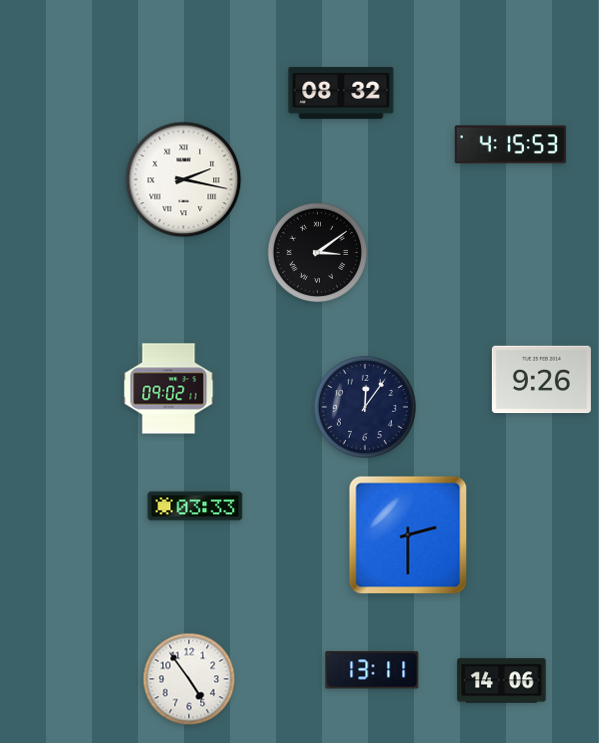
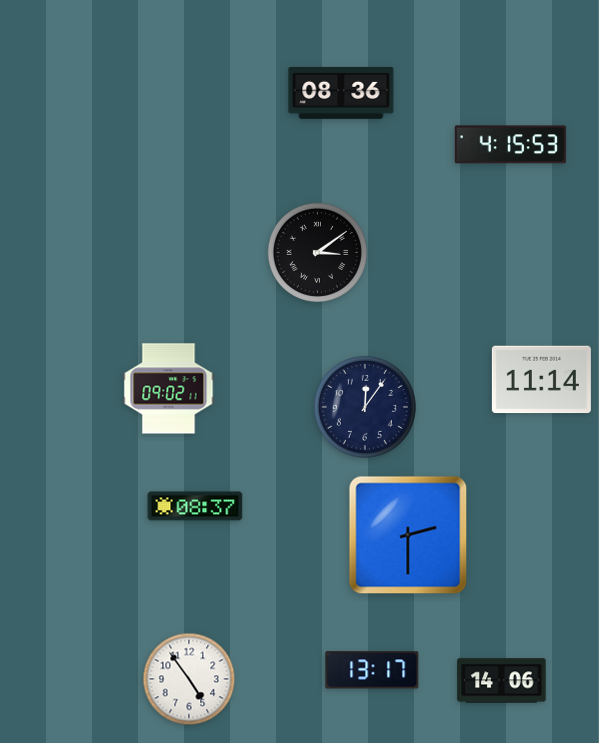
clock at (341, 93): 08:32 -> 08:36
clock at (184, 180): 2:17 -> none
clock at (541, 380): 9:26 -> 11:14
clock at (195, 506): 03:33 -> 08:37
clock at (372, 670): 13:11 -> 13:17
